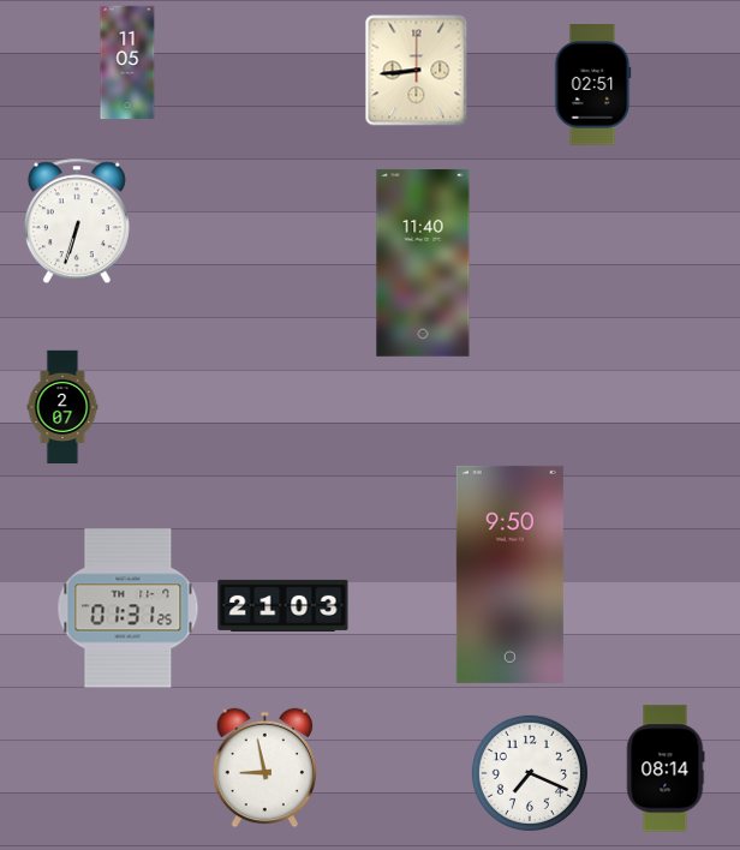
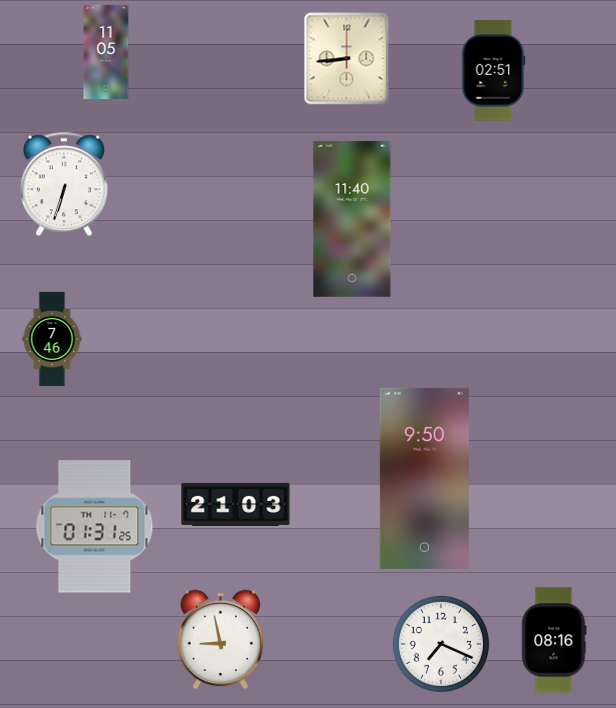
clock at (62, 407): 2:07 -> 7:46
clock at (129, 609) position: (129, 609) -> (95, 527)
clock at (666, 768): 08:14 -> 08:16
